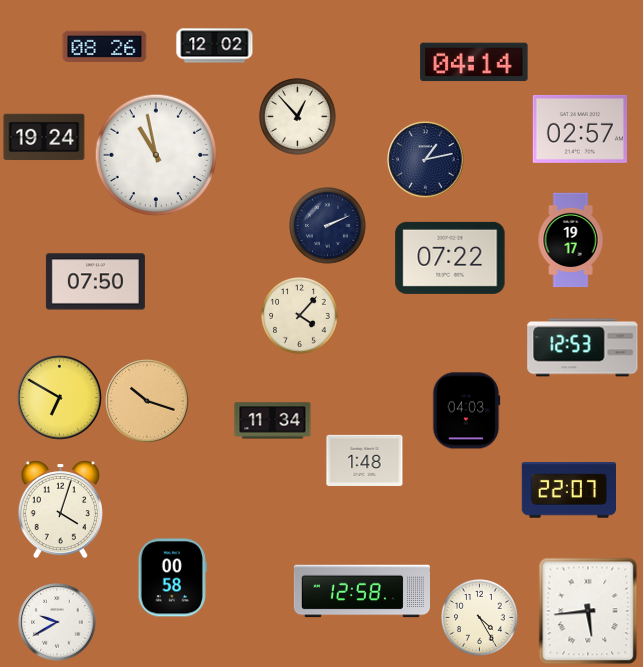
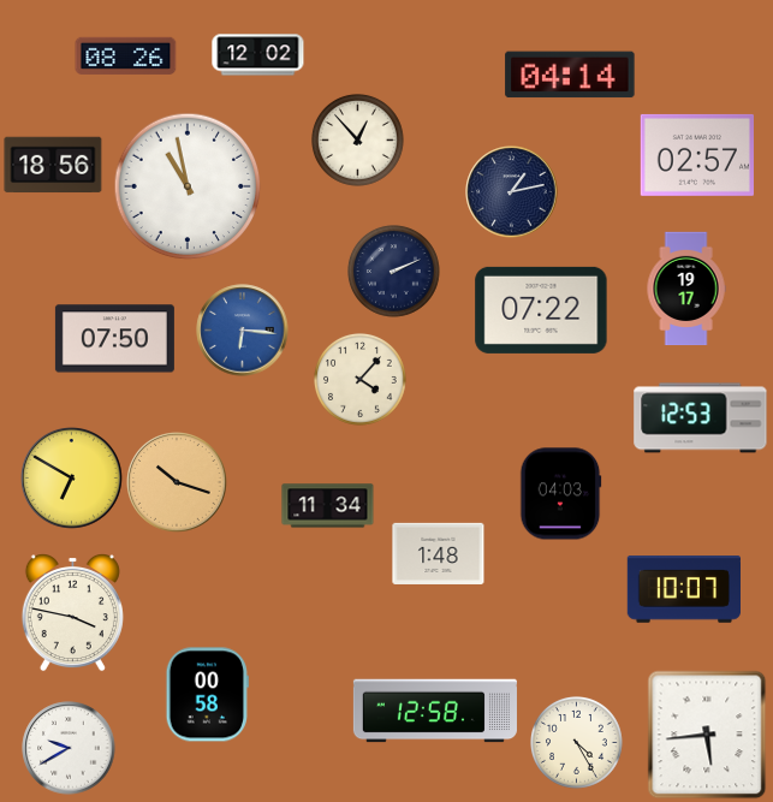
clock at (44, 137): 19:24 -> 18:56
clock at (243, 331): none -> 6:16
clock at (568, 490): 22:07 -> 10:07
clock at (60, 510): 4:03 -> 3:47
